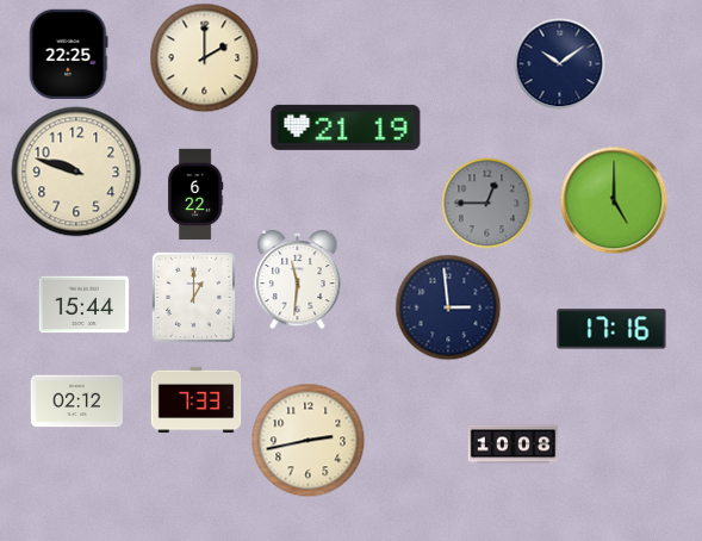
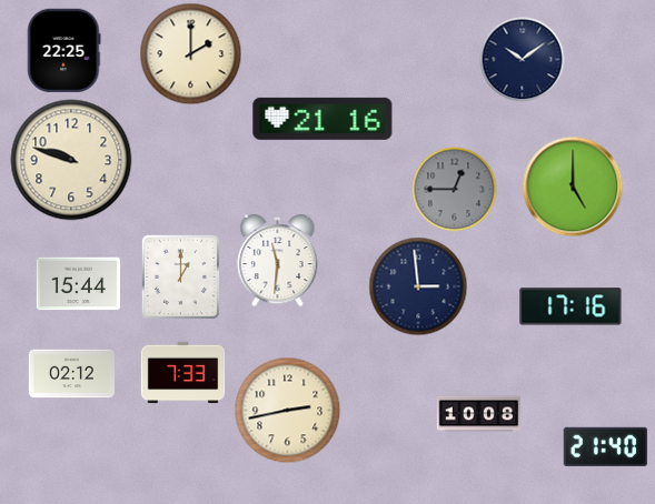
clock at (346, 128): 21:19 -> 21:16
clock at (195, 194): 6:22 -> none
clock at (606, 446): none -> 21:40
